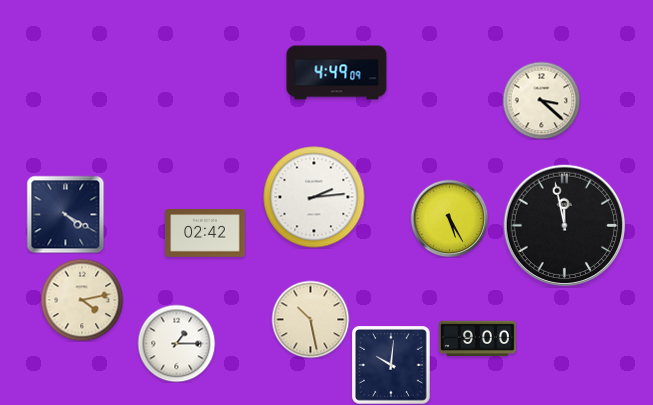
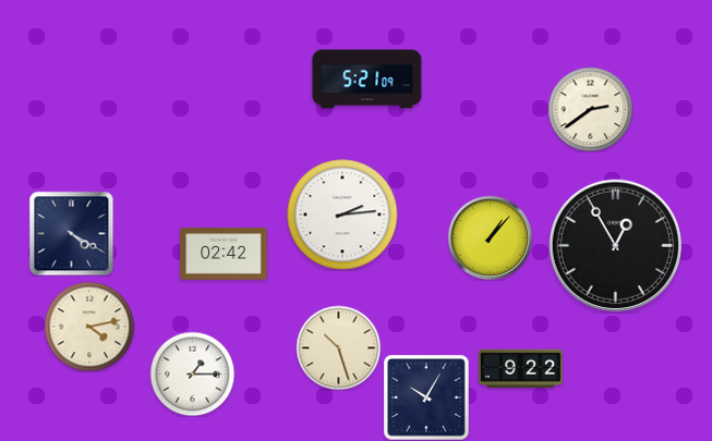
clock at (337, 73): 4:49 -> 5:21
clock at (541, 100): 3:22 -> 2:39
clock at (449, 218): 5:25 -> 1:07
clock at (565, 226): 11:58 -> 12:55
clock at (310, 319): 10:28 -> 10:27
clock at (478, 338): 9:00 -> 9:22
clock at (392, 366): 10:01 -> 10:05
